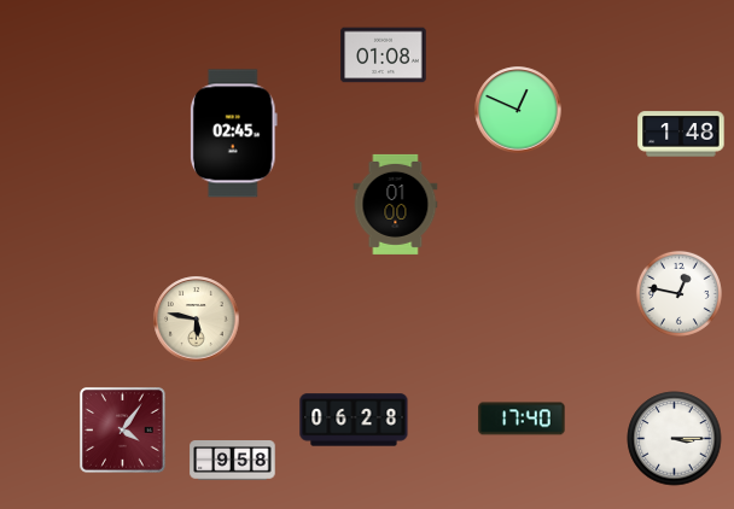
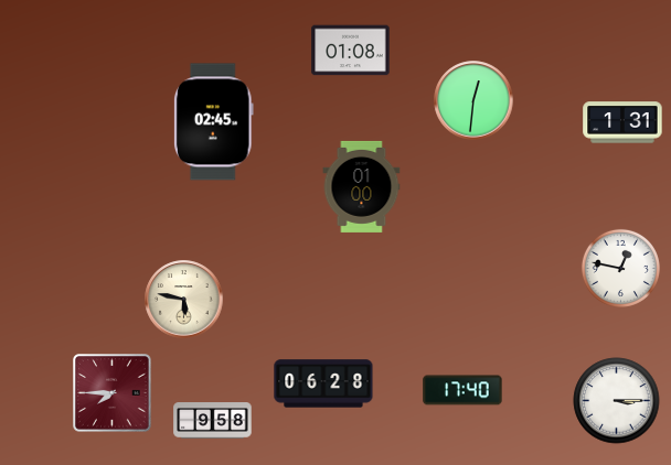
clock at (518, 110): 12:49 -> 12:31
clock at (681, 134): 1:48 -> 1:31
clock at (197, 320) position: (197, 320) -> (184, 300)
clock at (522, 419) position: (522, 419) -> (462, 390)
clock at (123, 431): 4:06 -> 7:45
